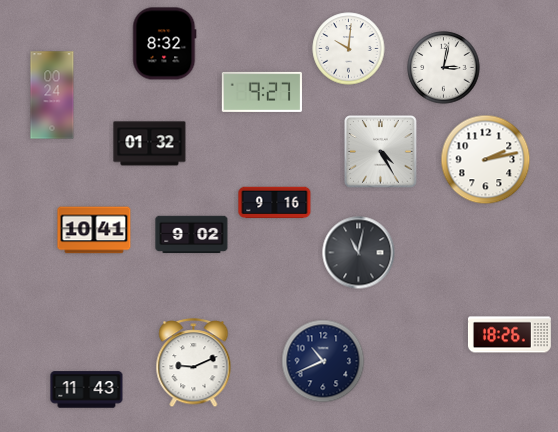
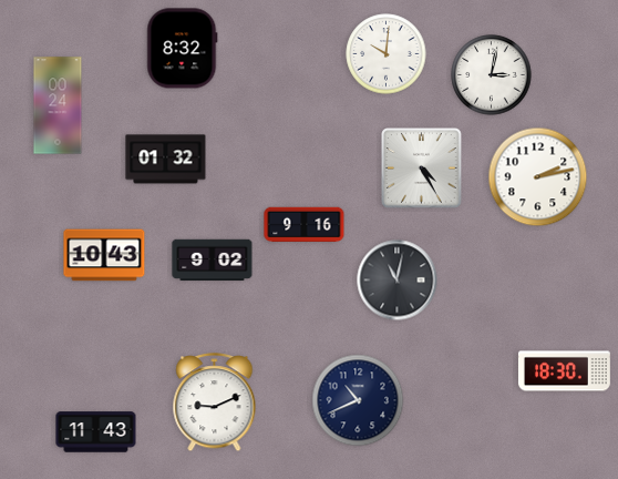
clock at (261, 92): 9:27 -> none
clock at (94, 230): 10:41 -> 10:43
clock at (509, 335): 18:26 -> 18:30
